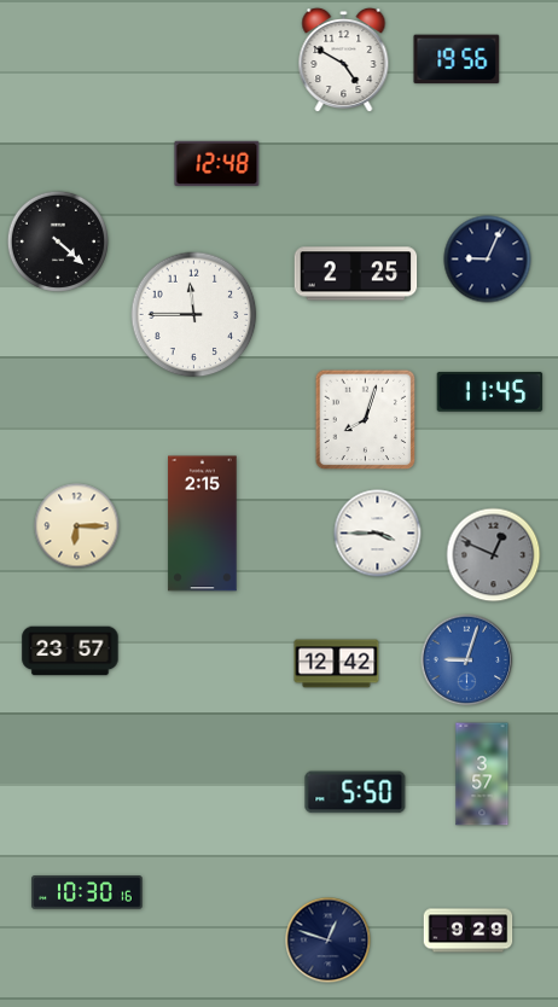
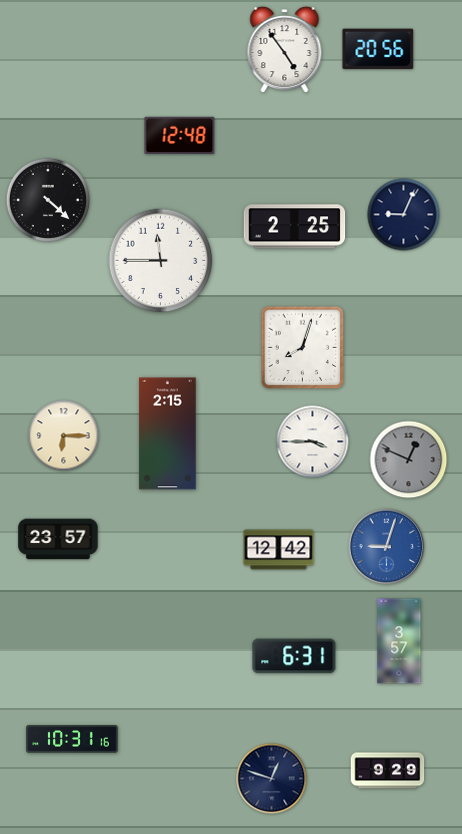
clock at (457, 59): 19:56 -> 20:56
clock at (344, 60): 4:50 -> 4:54
clock at (490, 391): 11:45 -> none
clock at (355, 792): 5:50 -> 6:31
clock at (87, 892): 10:30 -> 10:31
